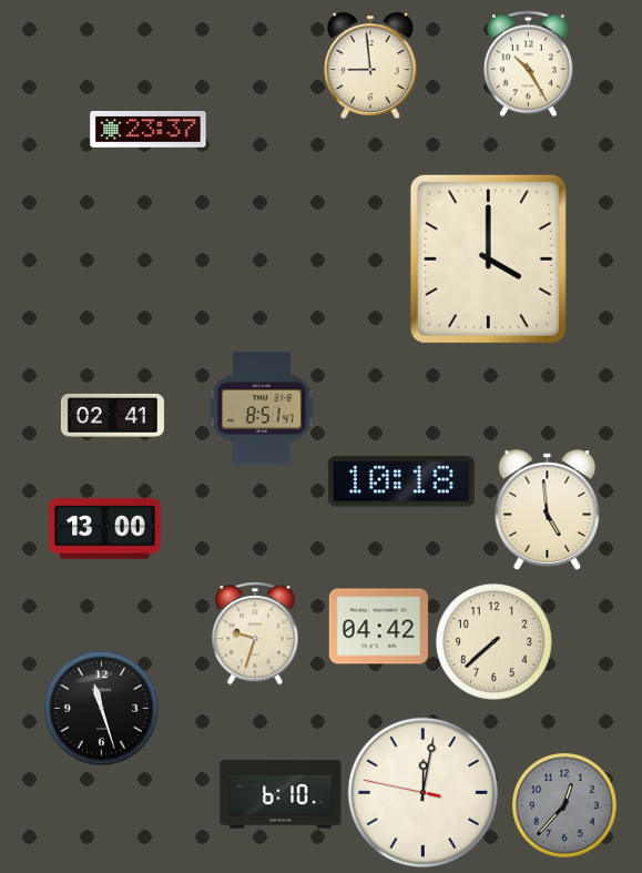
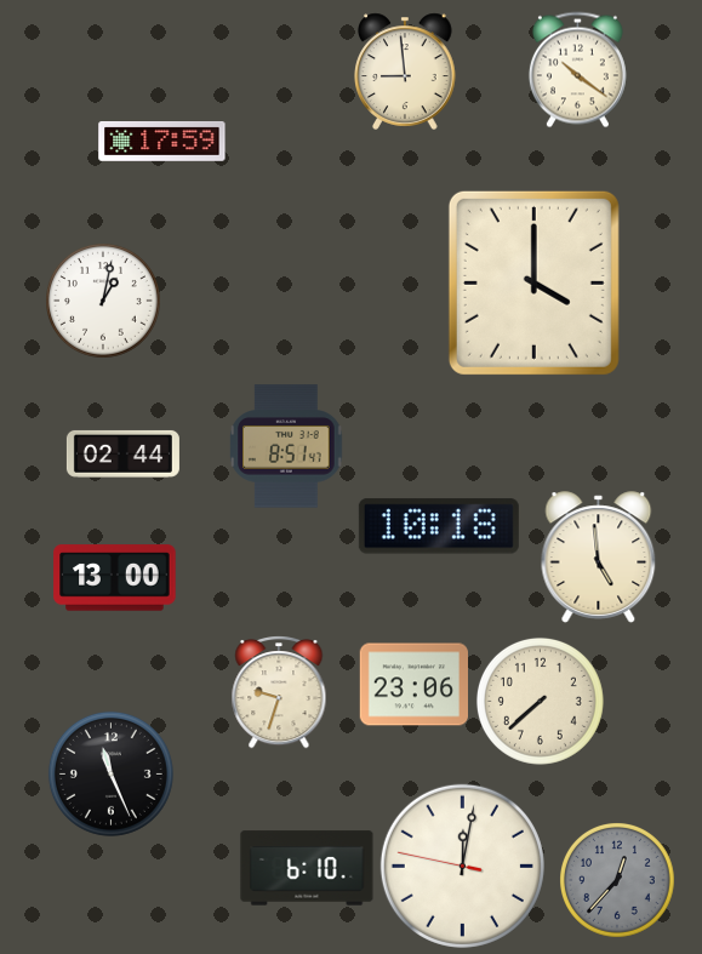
clock at (528, 64): 10:25 -> 10:21
clock at (149, 130): 23:37 -> 17:59
clock at (104, 302): none -> 1:02
clock at (112, 415): 02:41 -> 02:44
clock at (378, 627): 04:42 -> 23:06
clock at (101, 708): 11:27 -> 11:26
